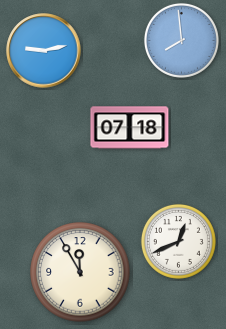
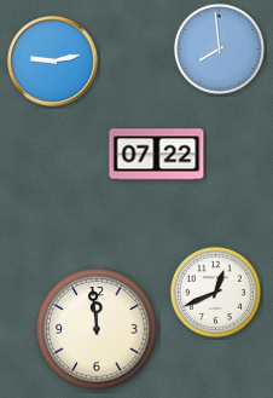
clock at (130, 128): 07:18 -> 07:22
clock at (80, 272): 11:55 -> 11:59
